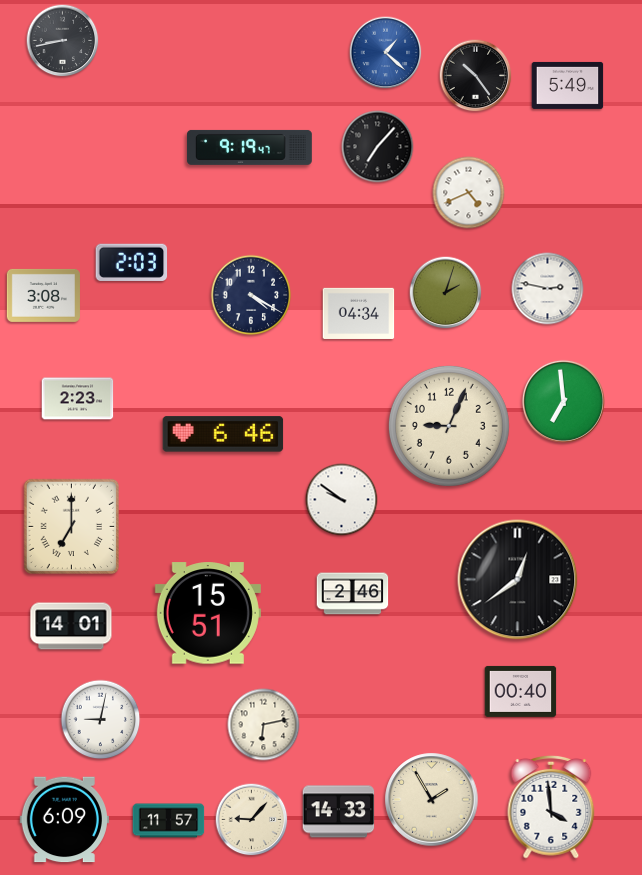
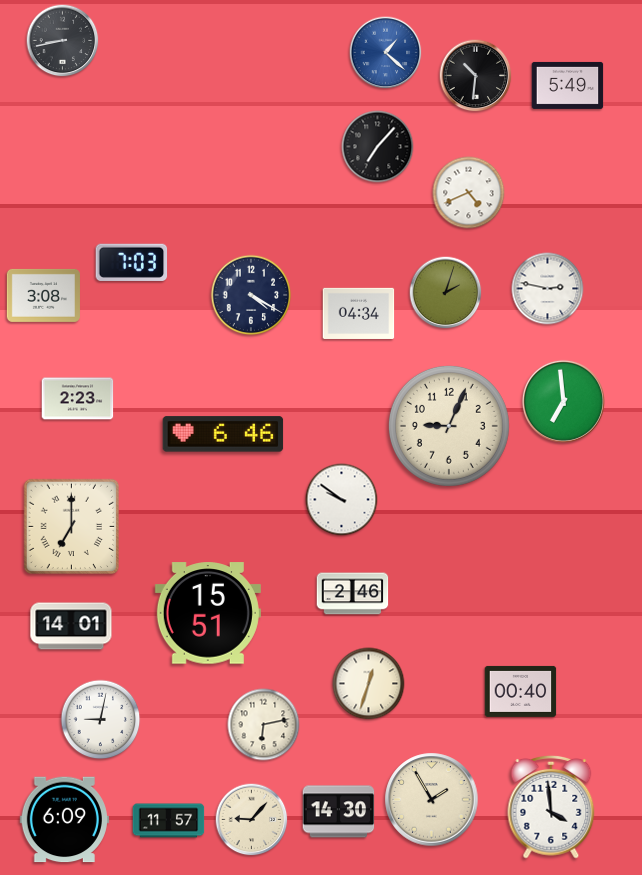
clock at (476, 76): 10:24 -> 10:31
clock at (249, 147): 9:19 -> none
clock at (132, 262): 2:03 -> 7:03
clock at (518, 580): 12:39 -> none
clock at (369, 684): none -> 12:33
clock at (339, 812): 14:33 -> 14:30
